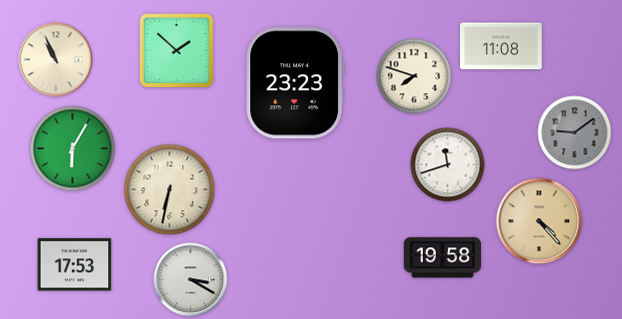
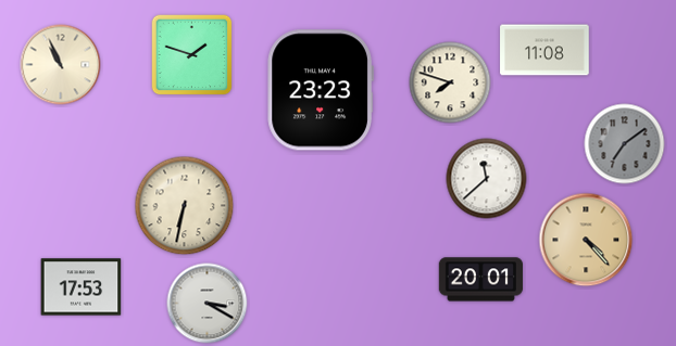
clock at (177, 51): 1:52 -> 1:48
clock at (575, 133): 9:09 -> 7:09
clock at (73, 149): 6:05 -> none
clock at (448, 165): 11:42 -> 11:38
clock at (442, 258): 19:58 -> 20:01
